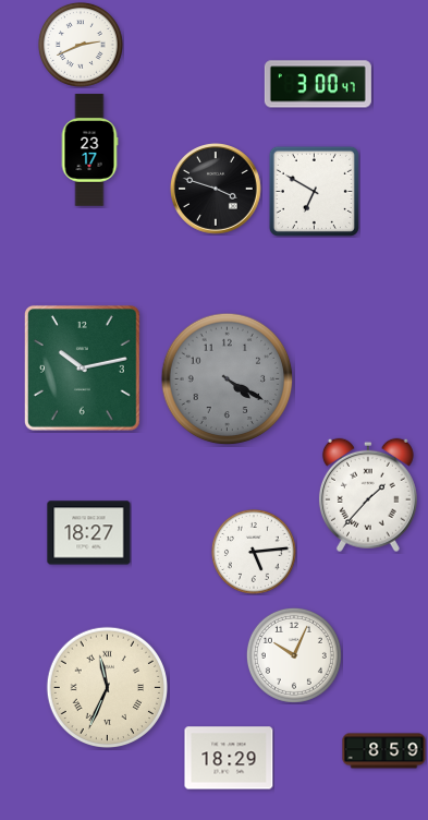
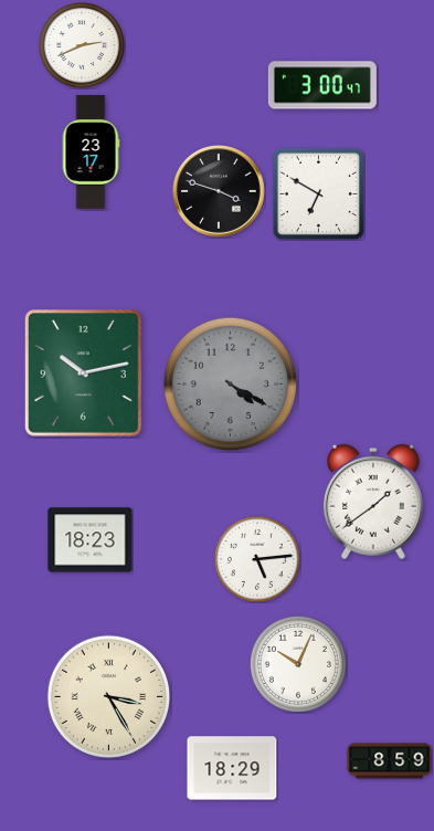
clock at (368, 495): 1:37 -> 1:39
clock at (89, 533): 18:27 -> 18:23
clock at (107, 687): 11:34 -> 3:25
